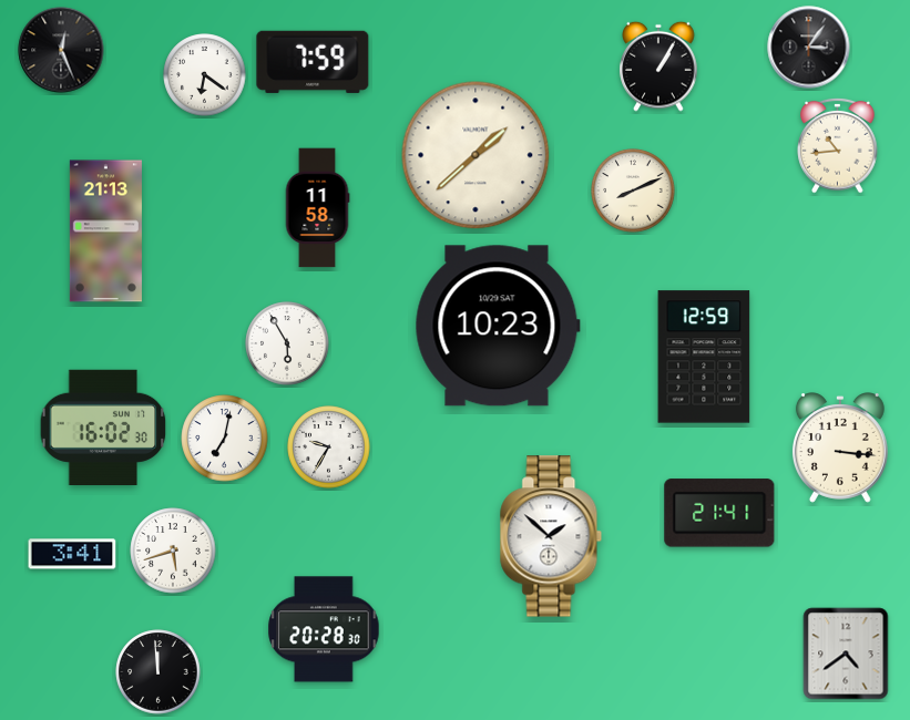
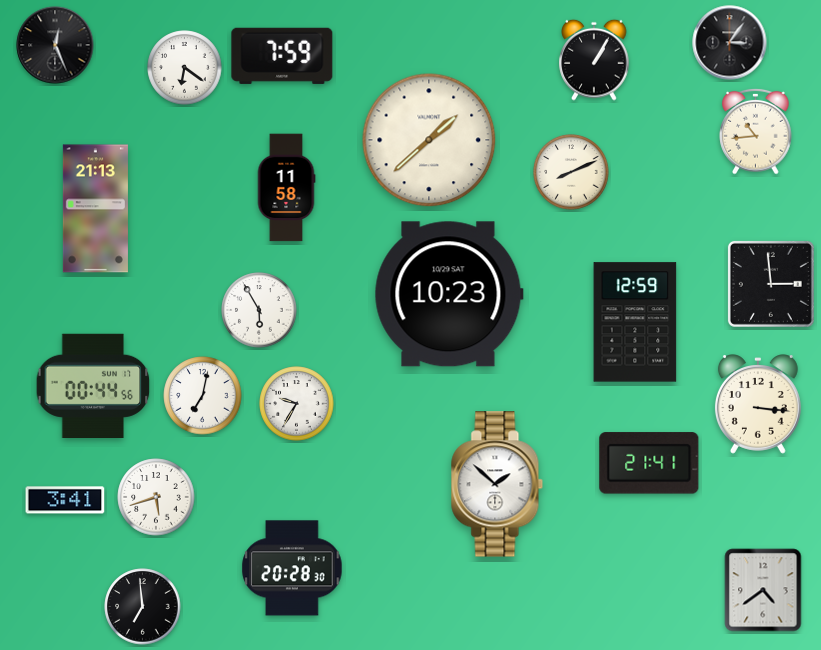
clock at (771, 284): none -> 2:59
clock at (103, 426): 16:02 -> 00:44
clock at (159, 672): 11:59 -> 6:59
